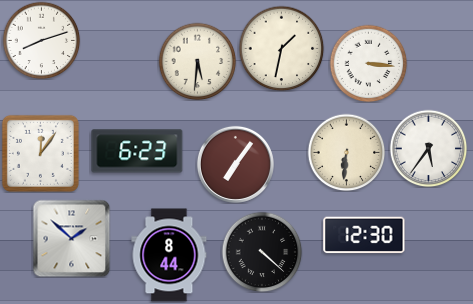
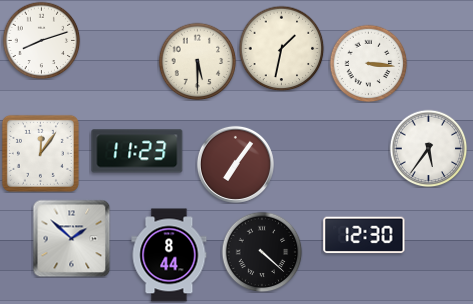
clock at (197, 61): 5:31 -> 5:30
clock at (137, 151): 6:23 -> 11:23
clock at (346, 152): 6:31 -> none
